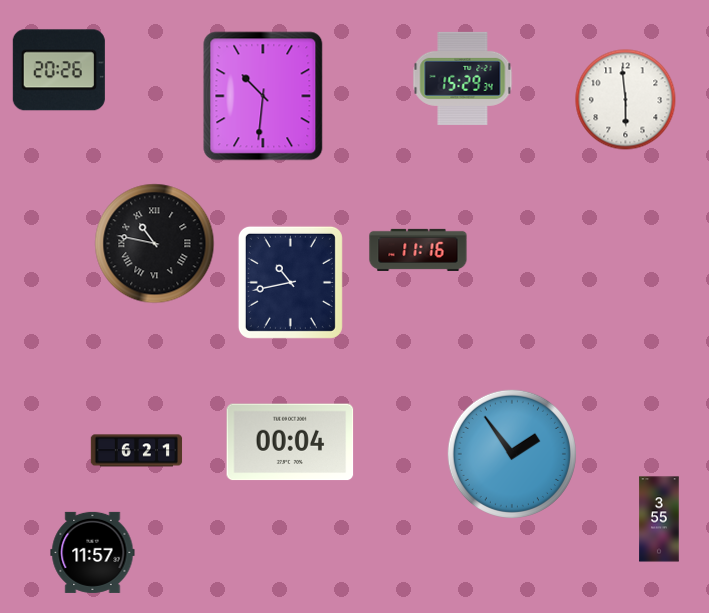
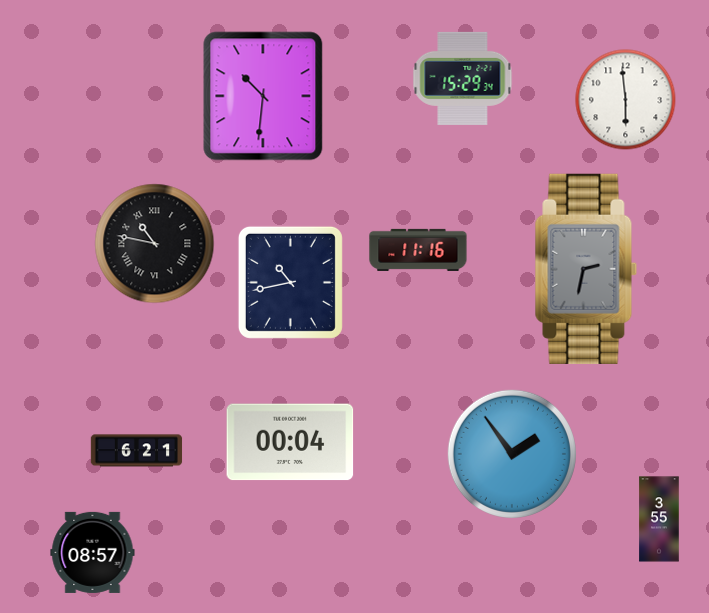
clock at (59, 70): 20:26 -> none
clock at (586, 269): none -> 2:32
clock at (93, 552): 11:57 -> 08:57
